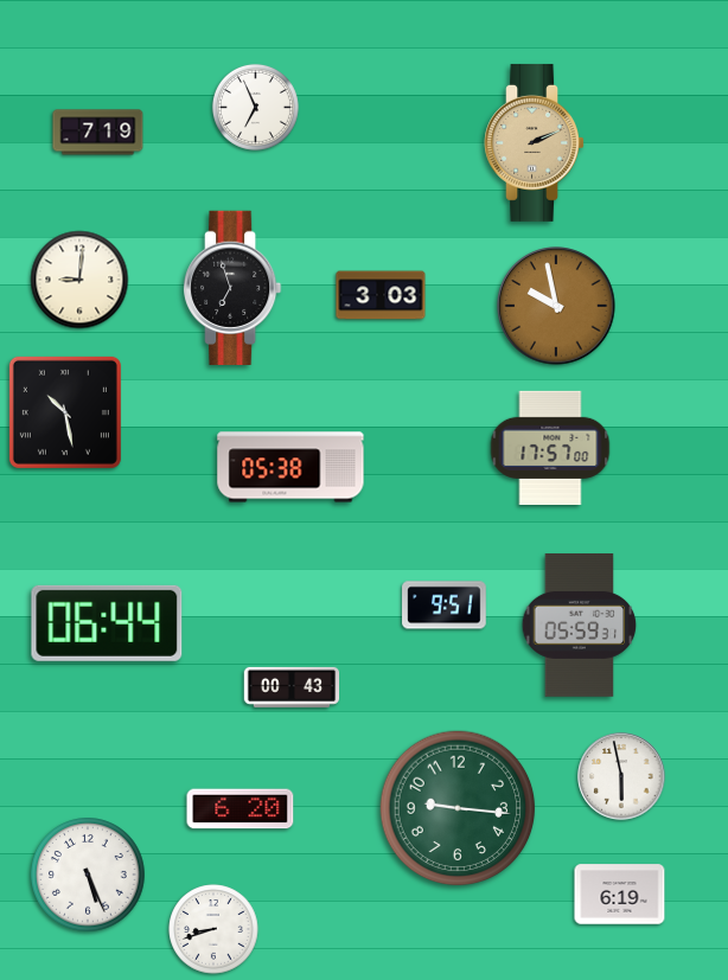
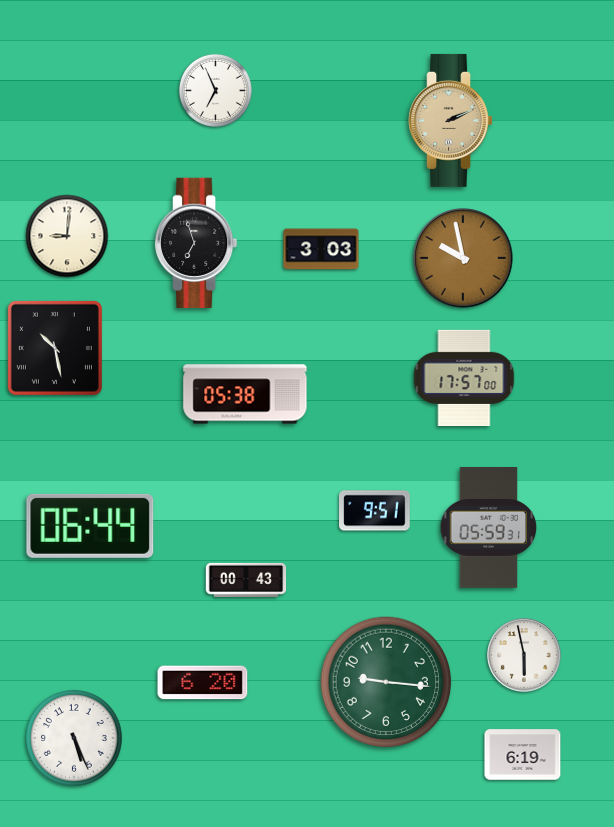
clock at (98, 133): 7:19 -> none
clock at (556, 306) position: (556, 306) -> (463, 258)
clock at (213, 929): 8:42 -> none
